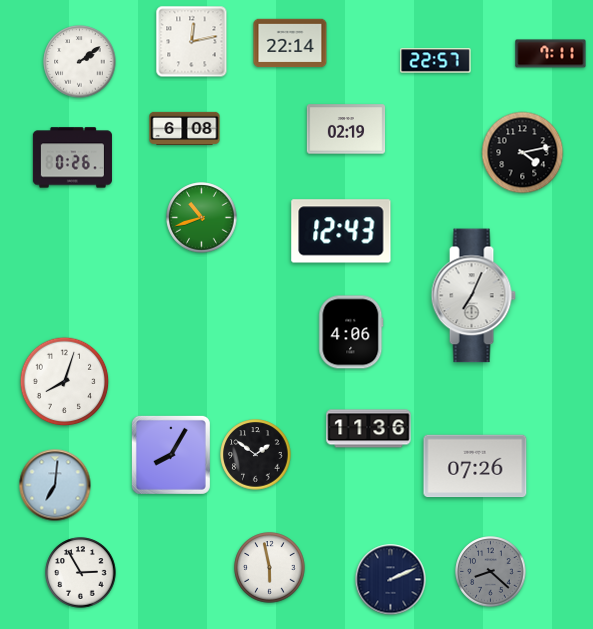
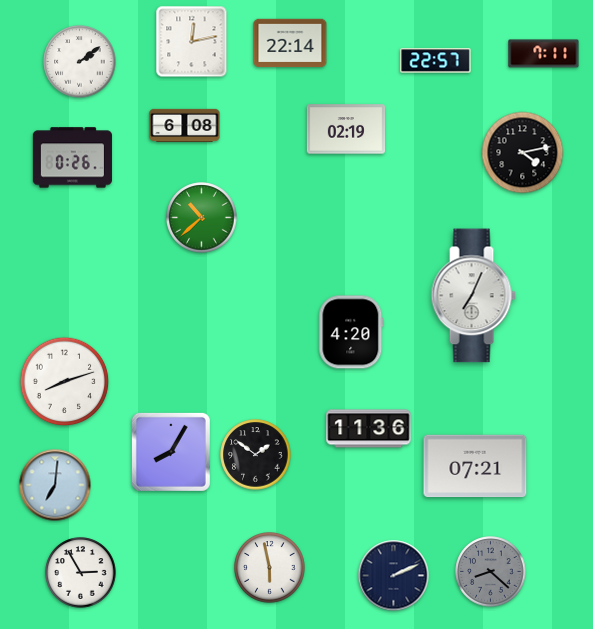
clock at (551, 54) position: (551, 54) -> (544, 54)
clock at (185, 128) position: (185, 128) -> (185, 125)
clock at (202, 218): 10:42 -> 10:38
clock at (341, 231): 12:43 -> none
clock at (351, 332): 4:06 -> 4:20
clock at (65, 382): 8:03 -> 8:12
clock at (171, 455) position: (171, 455) -> (171, 452)
clock at (475, 466): 07:26 -> 07:21
clock at (391, 580) position: (391, 580) -> (394, 576)
